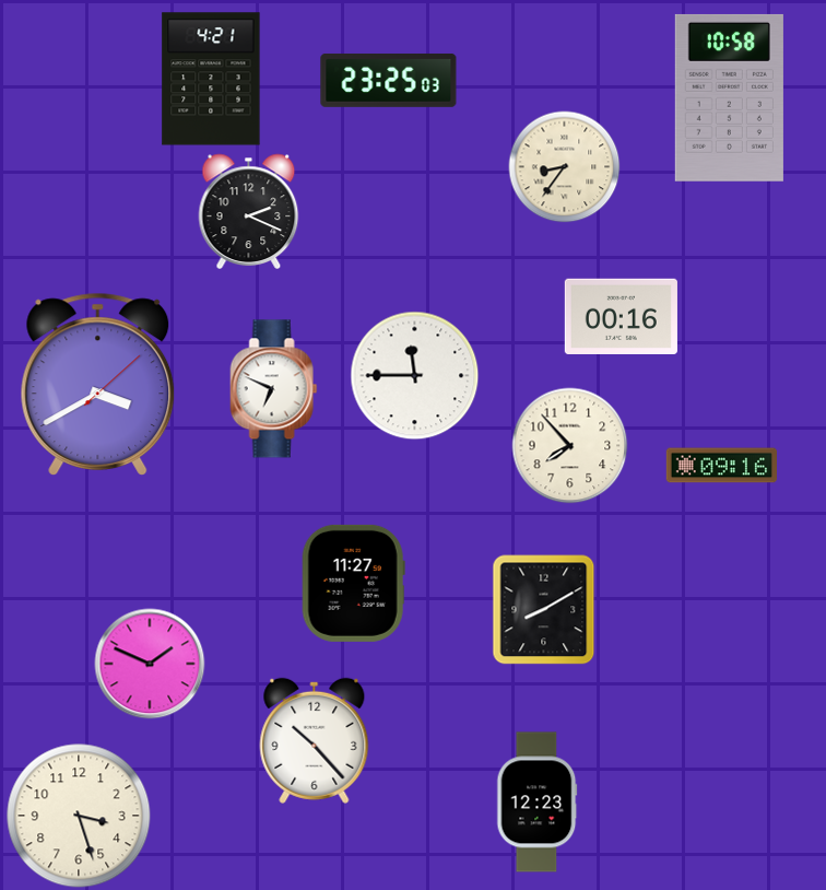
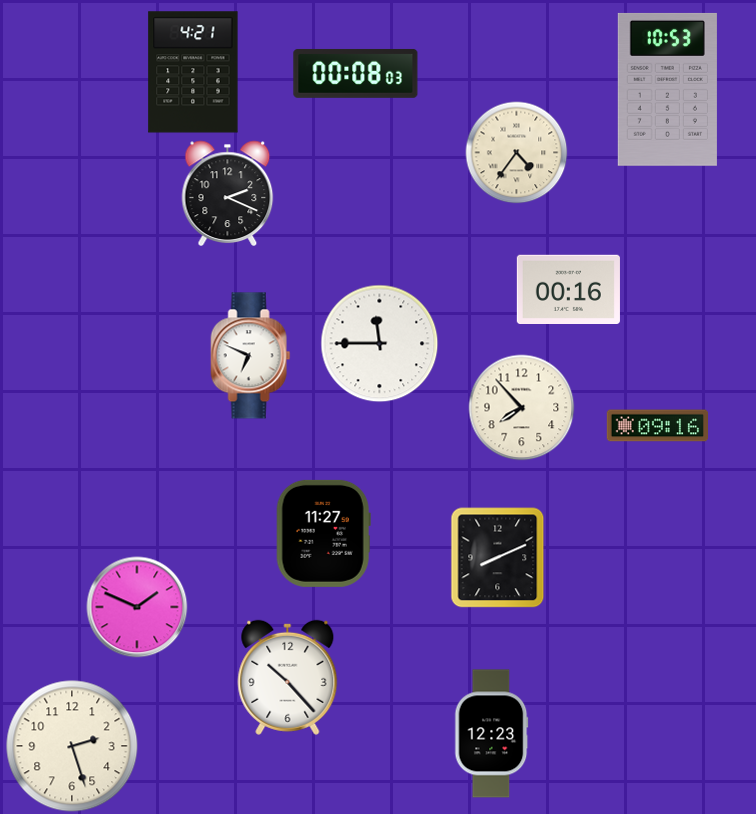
clock at (389, 80): 23:25 -> 00:08
clock at (729, 97): 10:58 -> 10:53
clock at (565, 167): 8:36 -> 4:36
clock at (98, 384): 3:40 -> none
clock at (722, 466) position: (722, 466) -> (658, 426)
clock at (544, 610): 8:10 -> 8:11
clock at (79, 816): 3:27 -> 2:27
